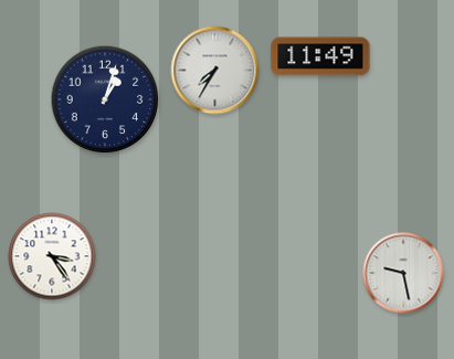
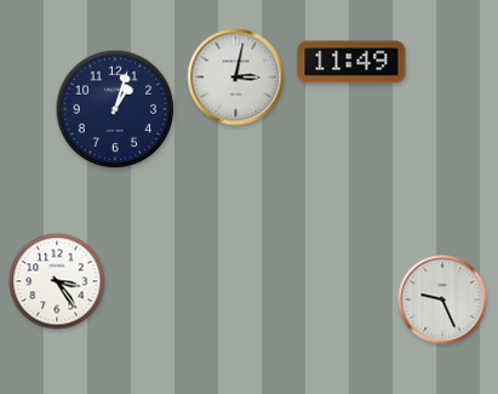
clock at (215, 71): 7:35 -> 3:02
clock at (403, 273): 9:28 -> 9:26
